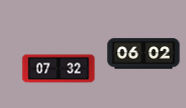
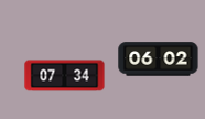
clock at (59, 69): 07:32 -> 07:34
